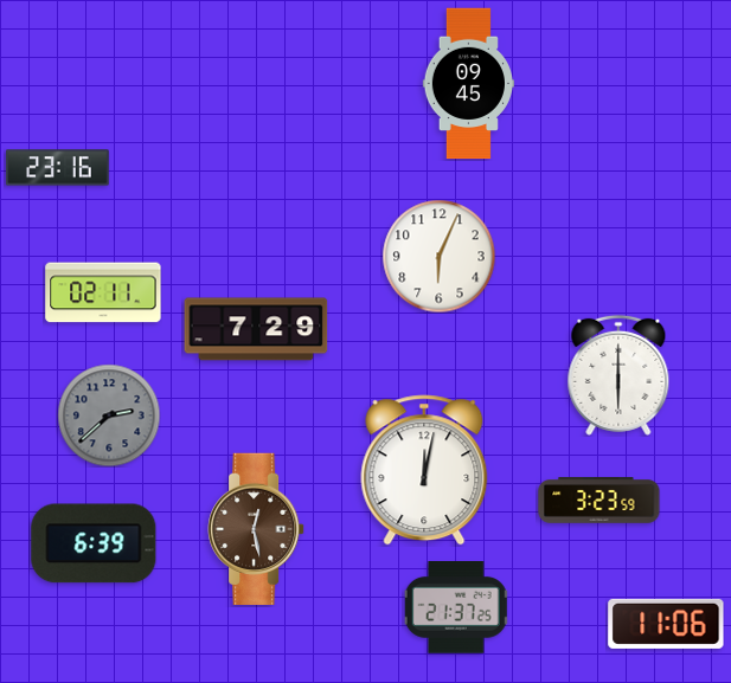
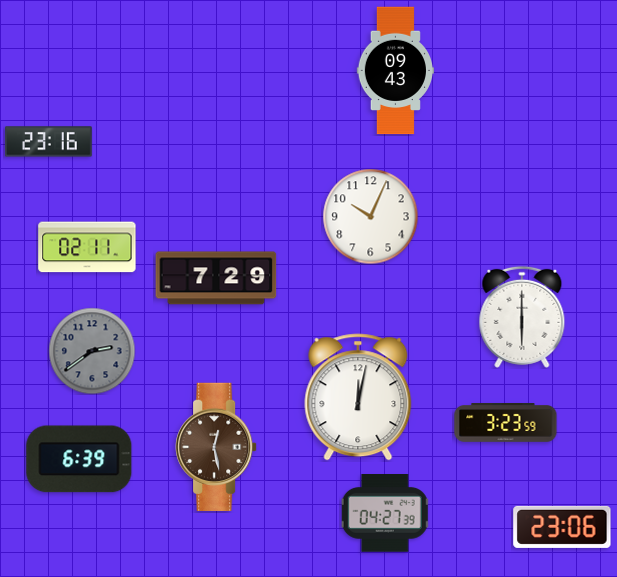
clock at (468, 84): 09:45 -> 09:43
clock at (438, 256): 6:04 -> 10:04
clock at (109, 415): 2:38 -> 2:39
clock at (456, 608): 21:37 -> 04:27
clock at (666, 624): 11:06 -> 23:06
